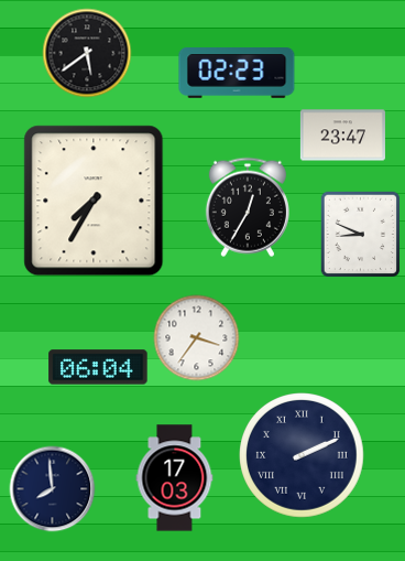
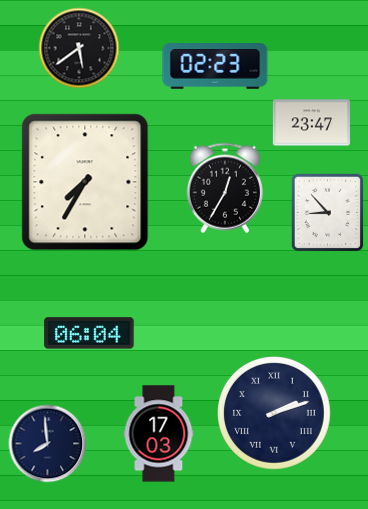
clock at (361, 234): 8:49 -> 8:53
clock at (196, 337): 3:36 -> none
clock at (303, 456): 2:11 -> 2:12
